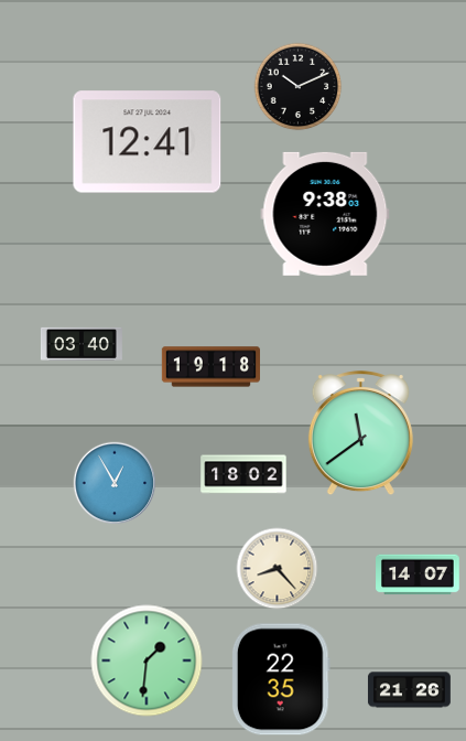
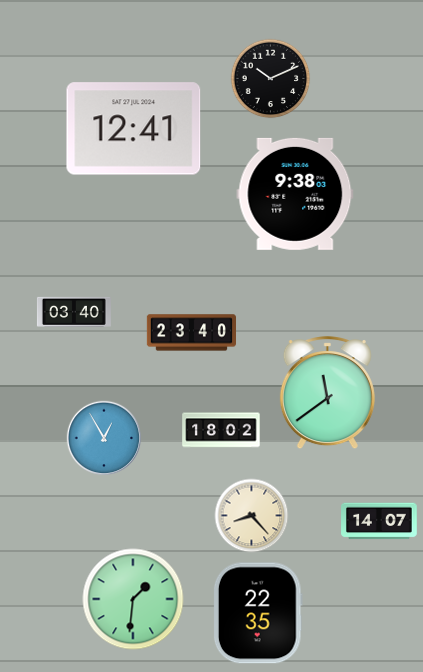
clock at (210, 367): 19:18 -> 23:40
clock at (281, 679) position: (281, 679) -> (258, 613)
clock at (409, 690): 21:26 -> none
